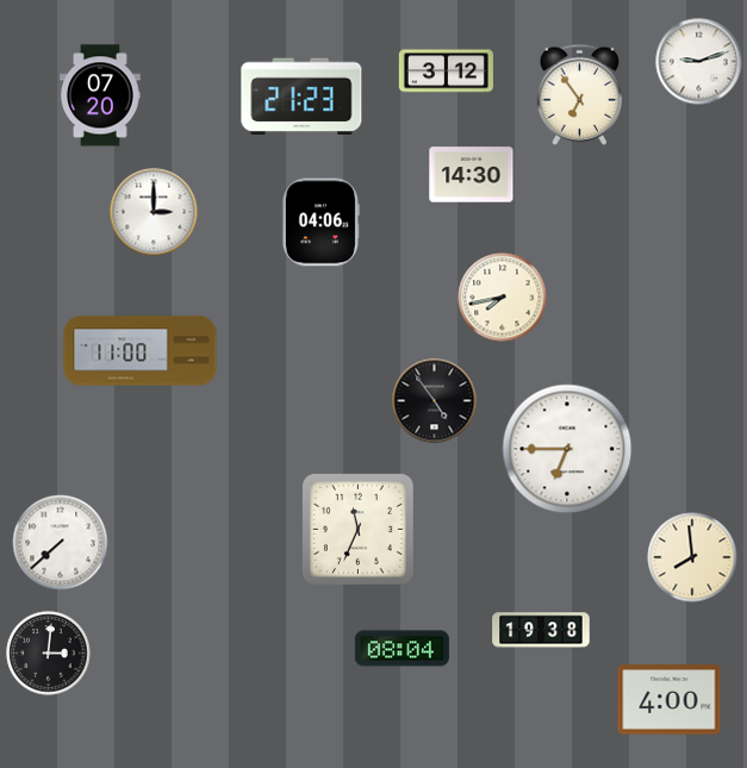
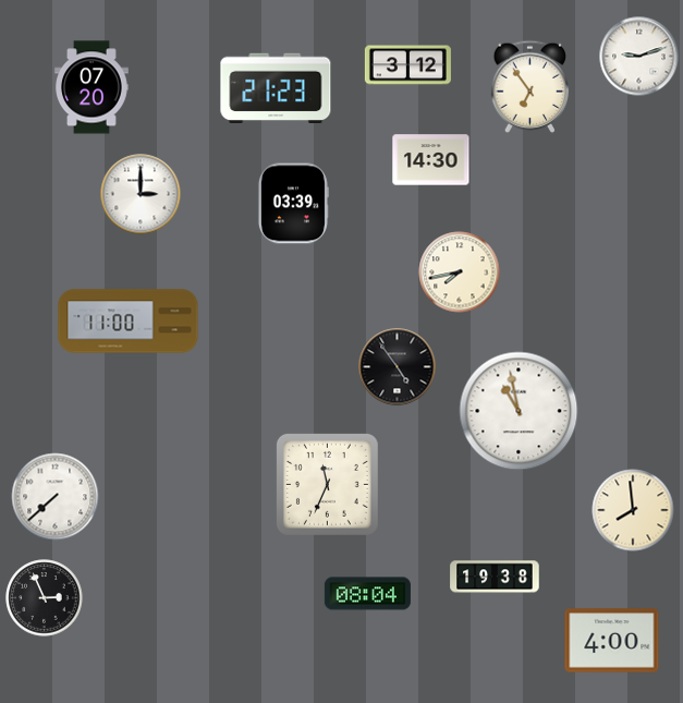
clock at (320, 223): 04:06 -> 03:39
clock at (567, 449): 6:45 -> 10:58
clock at (49, 654): 3:01 -> 2:56
